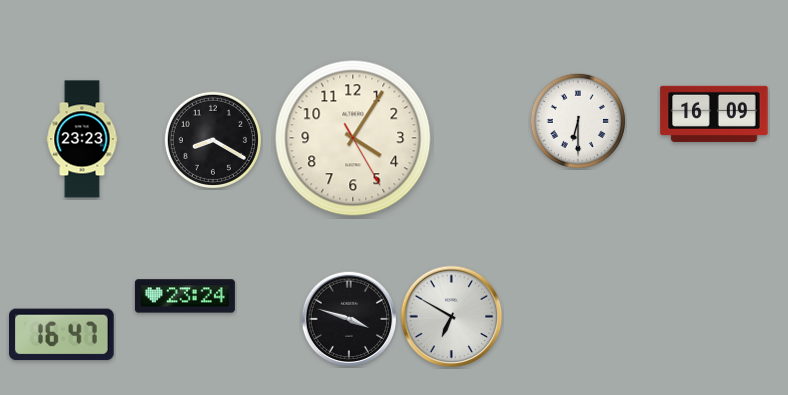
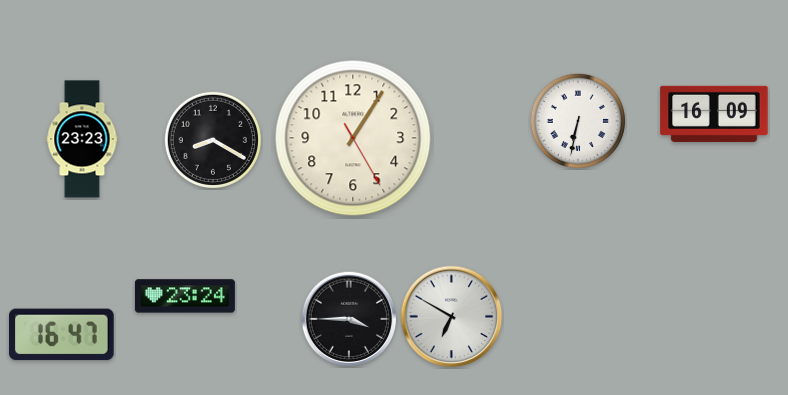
clock at (578, 121): 6:30 -> 6:32
clock at (353, 138): 4:05 -> 1:05
clock at (348, 318): 3:48 -> 3:45
